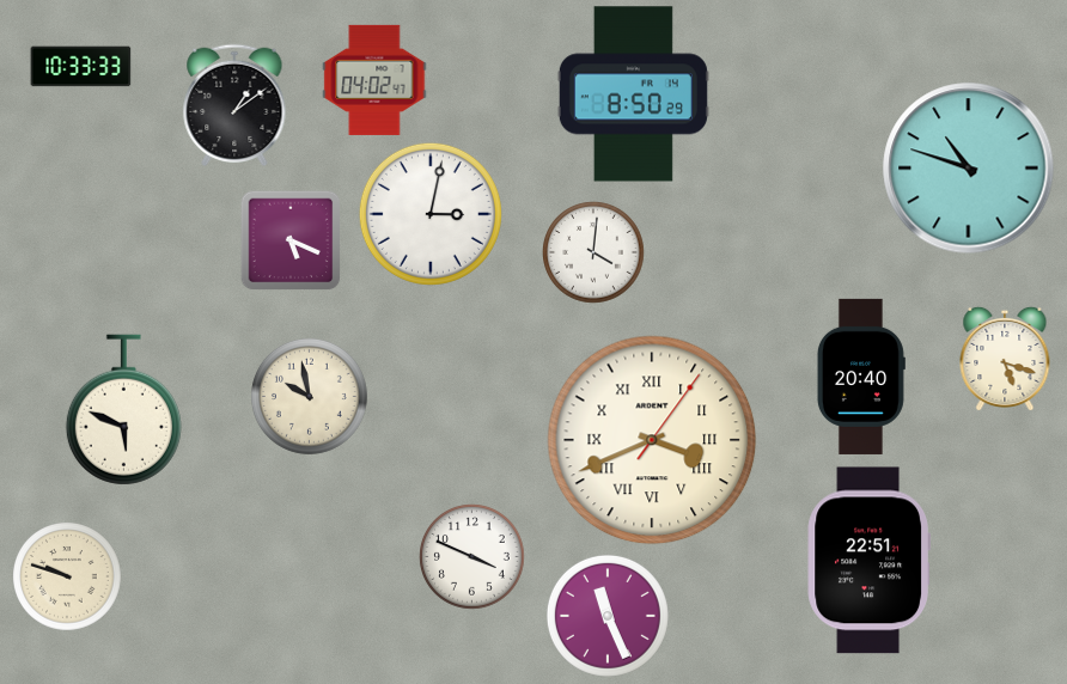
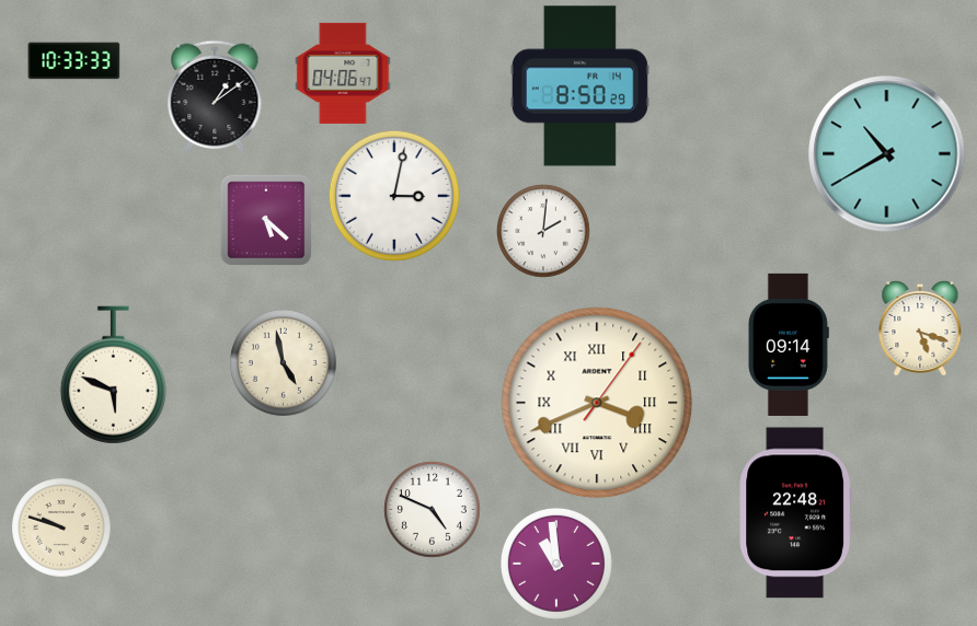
clock at (374, 80): 04:02 -> 04:06
clock at (969, 169): 10:48 -> 10:40
clock at (291, 240): 5:19 -> 5:22
clock at (593, 252): 4:01 -> 2:01
clock at (861, 377): 20:40 -> 09:14
clock at (309, 396): 9:58 -> 4:58
clock at (472, 557): 3:49 -> 4:49
clock at (868, 561): 22:51 -> 22:48
clock at (608, 616): 11:26 -> 10:59
